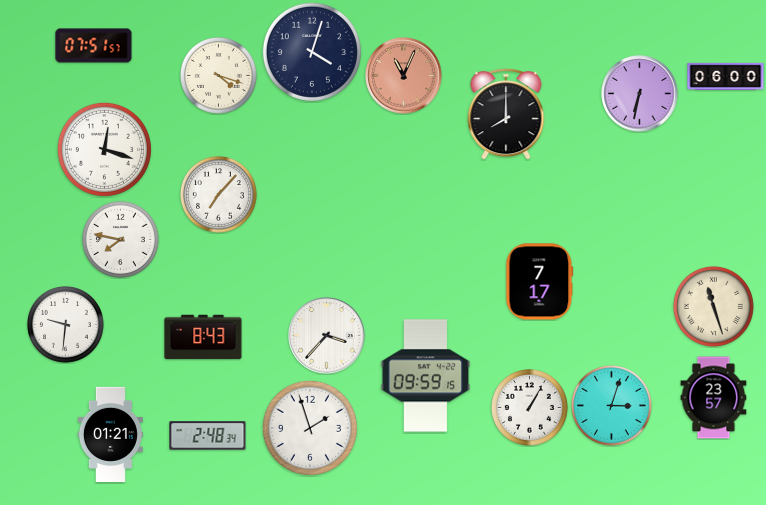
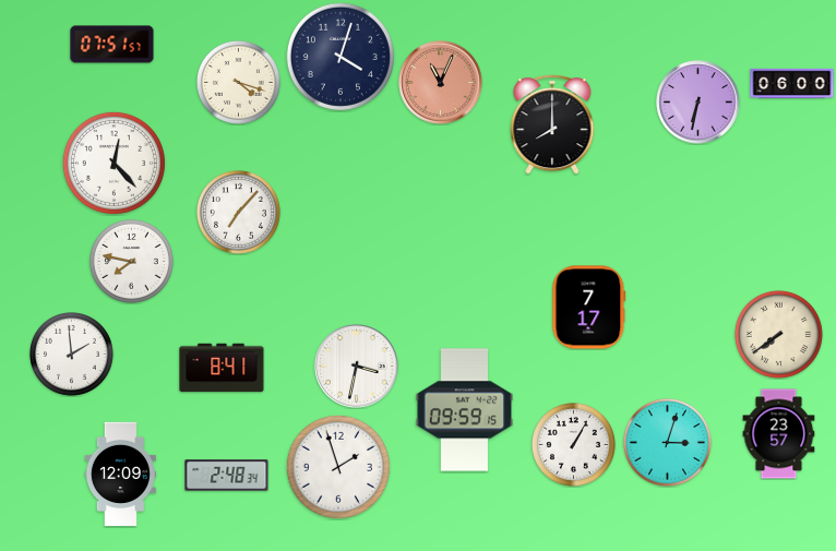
clock at (94, 46) position: (94, 46) -> (112, 45)
clock at (104, 149): 12:18 -> 12:23
clock at (713, 306): 11:27 -> 7:39
clock at (66, 325): 9:31 -> 1:59
clock at (327, 336): 3:37 -> 3:32
clock at (203, 337): 8:43 -> 8:41
clock at (530, 408) position: (530, 408) -> (574, 445)
clock at (110, 434): 01:21 -> 12:09
